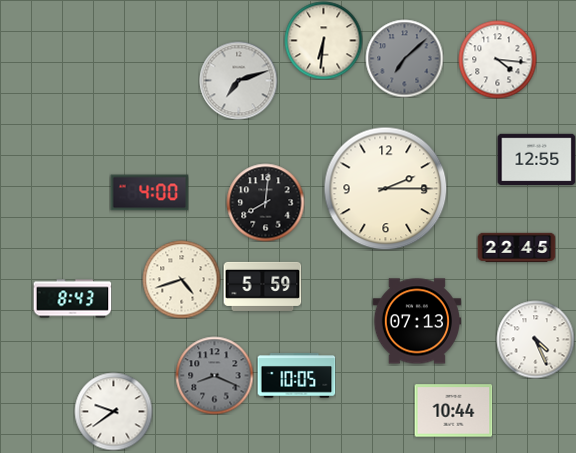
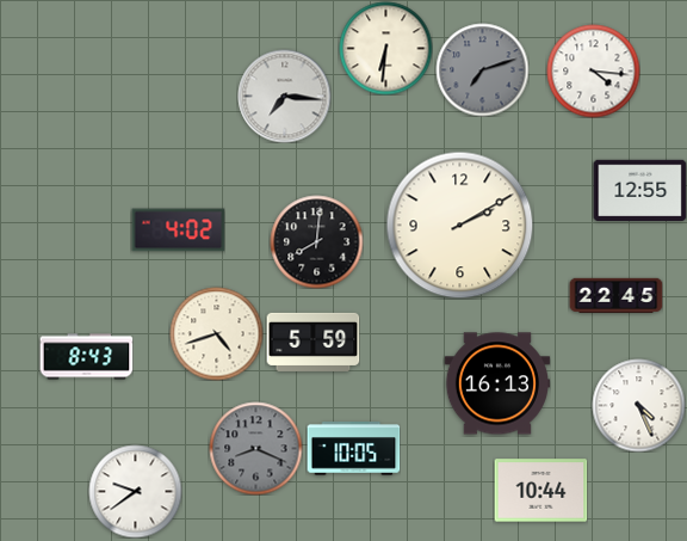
clock at (404, 58): 7:08 -> 7:12
clock at (238, 80): 7:12 -> 7:16
clock at (385, 188): 2:15 -> 2:10
clock at (149, 193): 4:00 -> 4:02
clock at (416, 321): 07:13 -> 16:13
